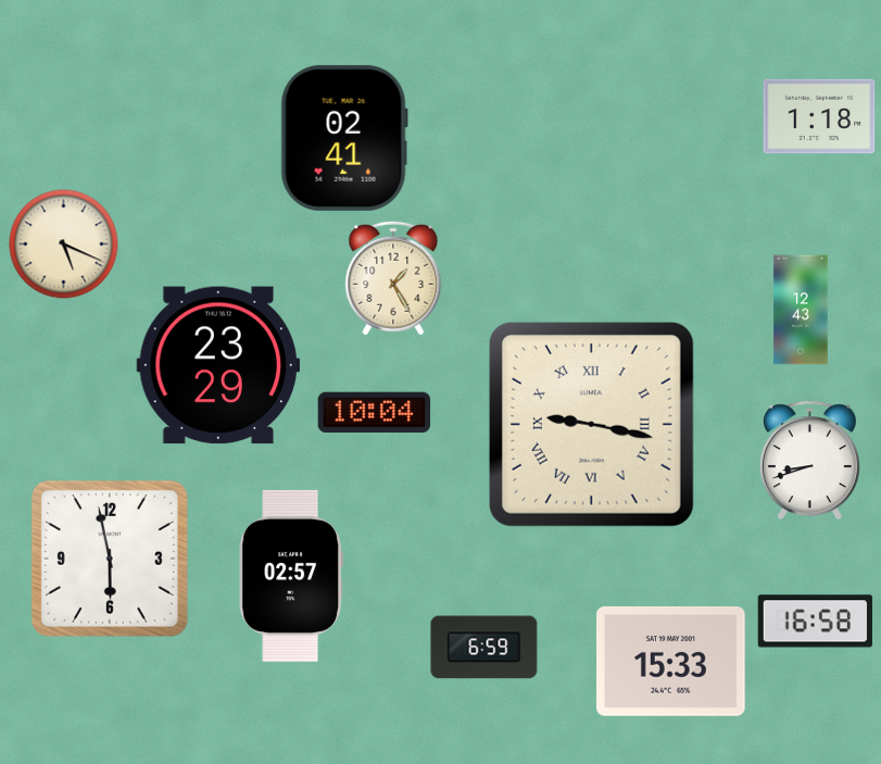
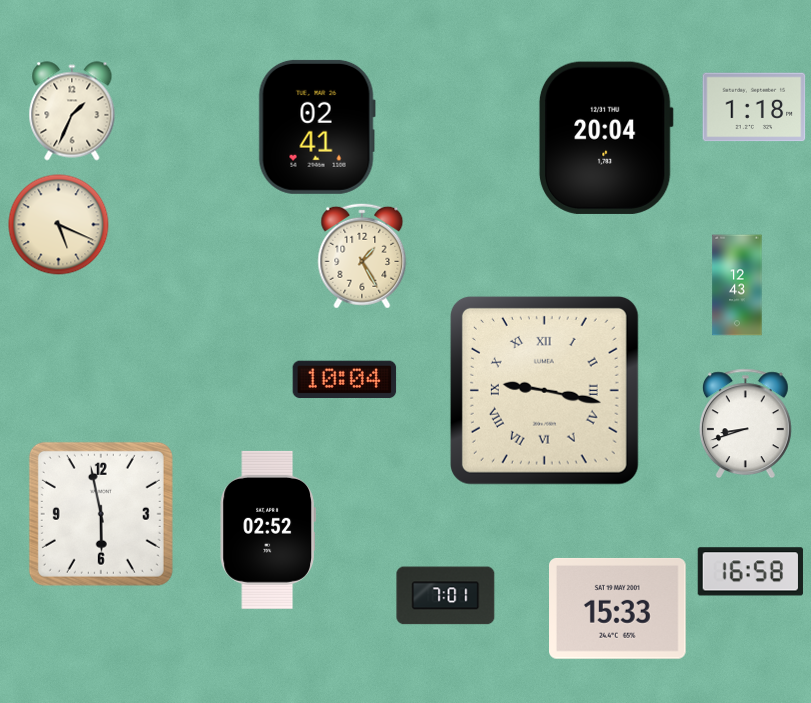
clock at (72, 111): none -> 1:34
clock at (606, 138): none -> 20:04
clock at (218, 365): 23:29 -> none
clock at (290, 576): 02:57 -> 02:52
clock at (484, 648): 6:59 -> 7:01
